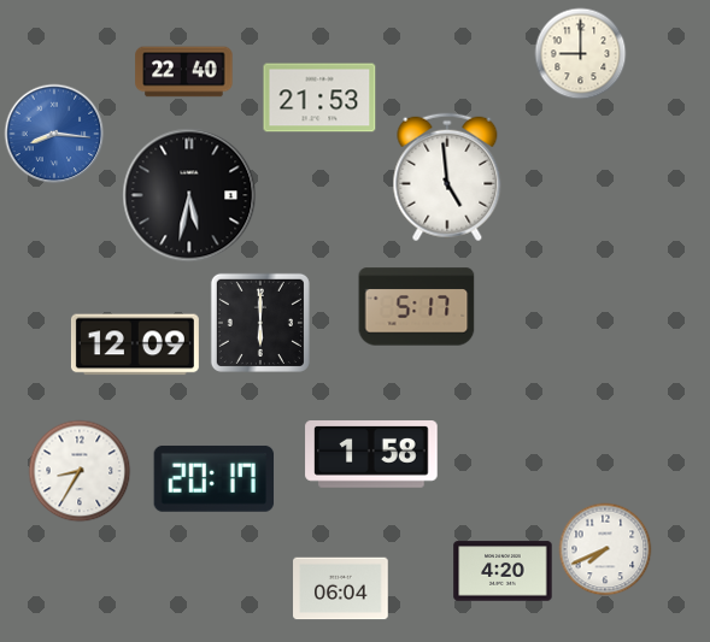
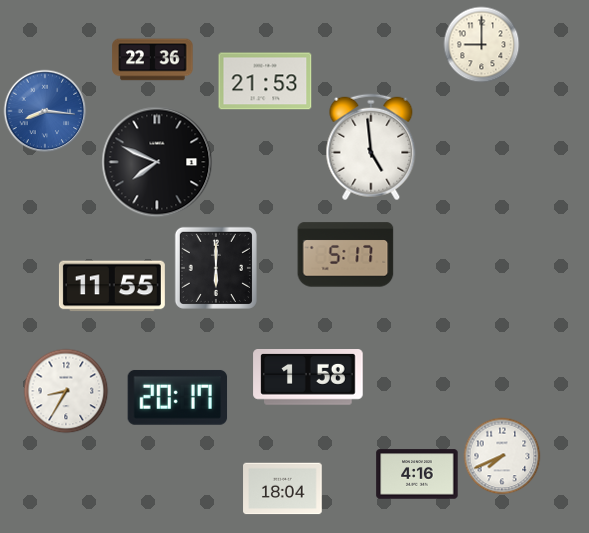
clock at (184, 72): 22:40 -> 22:36
clock at (189, 195): 5:32 -> 7:49
clock at (135, 344): 12:09 -> 11:55
clock at (503, 571): 4:20 -> 4:16
clock at (341, 589): 06:04 -> 18:04
